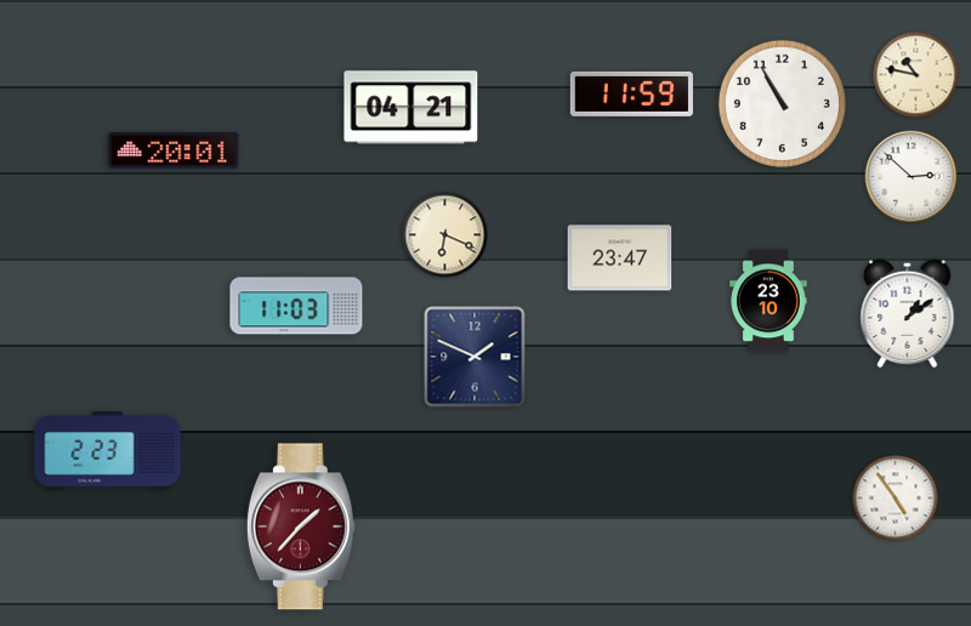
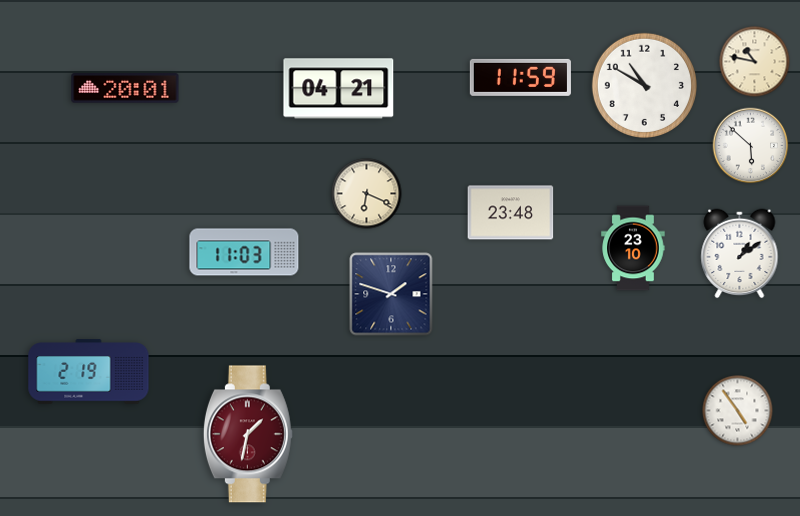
clock at (782, 103): 10:55 -> 10:50
clock at (174, 152) position: (174, 152) -> (125, 89)
clock at (912, 177): 2:52 -> 5:52
clock at (620, 258): 23:47 -> 23:48
clock at (908, 314) position: (908, 314) -> (740, 254)
clock at (475, 357): 1:49 -> 1:48
clock at (108, 451): 2:23 -> 2:19
clock at (301, 527): 1:37 -> 1:32
